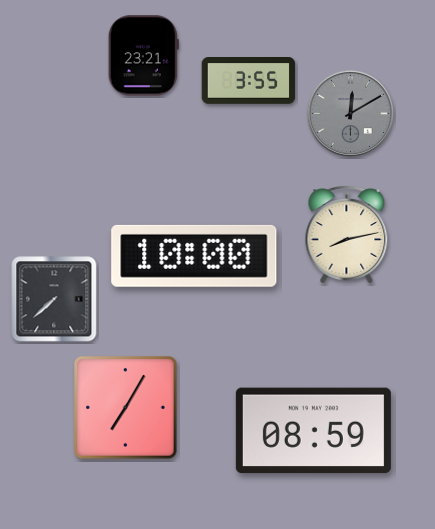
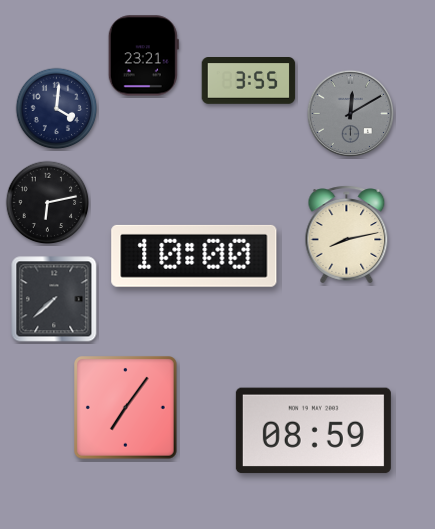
clock at (57, 109): none -> 4:01
clock at (48, 203): none -> 6:13
clock at (126, 408): 7:05 -> 7:06
